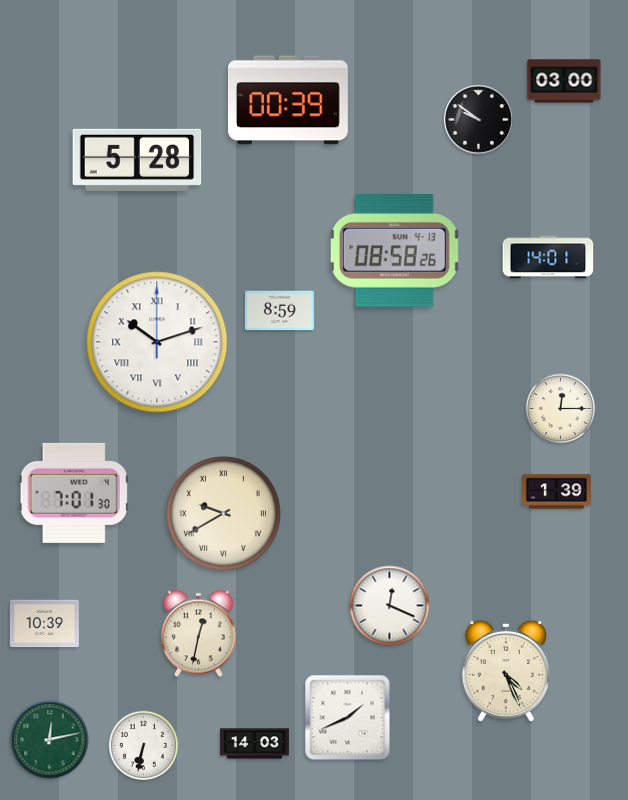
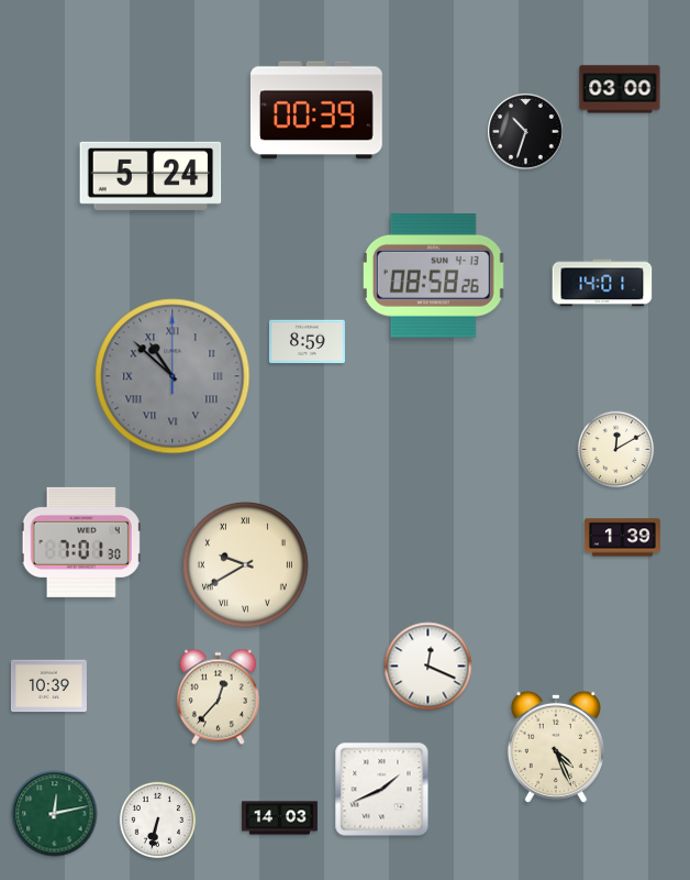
clock at (479, 120): 9:51 -> 10:33
clock at (137, 160): 5:28 -> 5:24
clock at (157, 342): 10:12 -> 10:52
clock at (157, 342) dial: white -> grey
clock at (561, 409): 12:15 -> 12:10
clock at (556, 492) position: (556, 492) -> (622, 538)
clock at (198, 634): 12:32 -> 12:37
clock at (506, 671) position: (506, 671) -> (556, 747)
